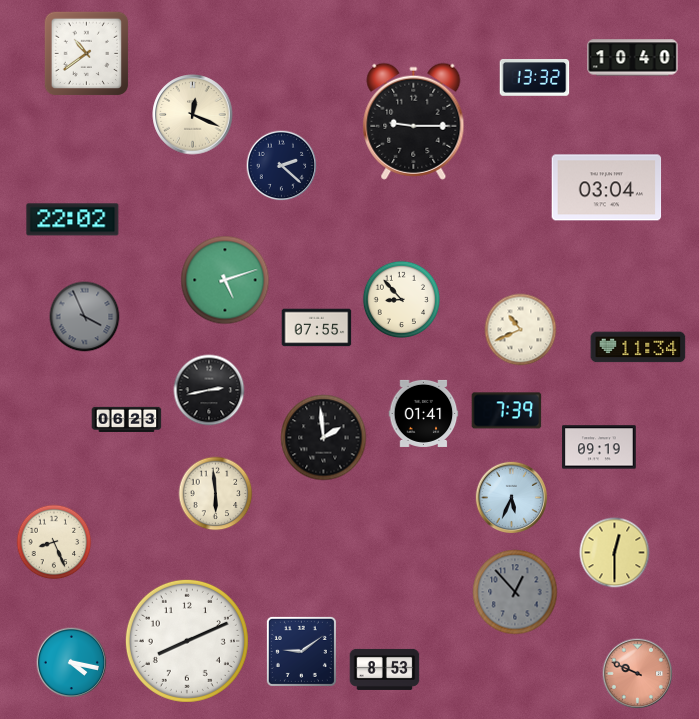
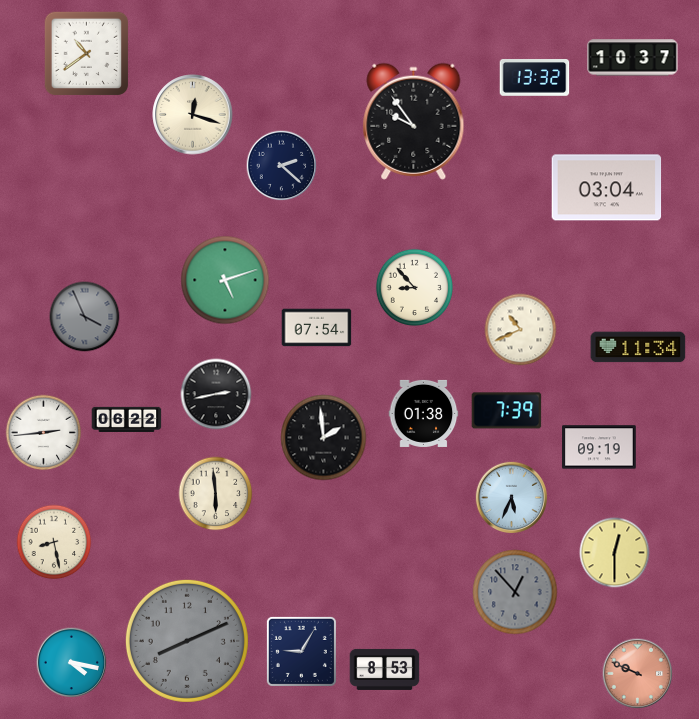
clock at (633, 58): 10:40 -> 10:37
clock at (193, 115): 12:19 -> 12:18
clock at (414, 121): 9:15 -> 9:54
clock at (73, 220): 22:02 -> none
clock at (401, 299) position: (401, 299) -> (414, 287)
clock at (317, 328): 07:55 -> 07:54
clock at (209, 390) position: (209, 390) -> (216, 394)
clock at (424, 413): 01:41 -> 01:38
clock at (127, 419): 06:23 -> 06:22
clock at (44, 433): none -> 2:44
clock at (54, 542): 8:26 -> 8:28
clock at (187, 641) dial: white -> grey
clock at (301, 651): 9:09 -> 9:05
